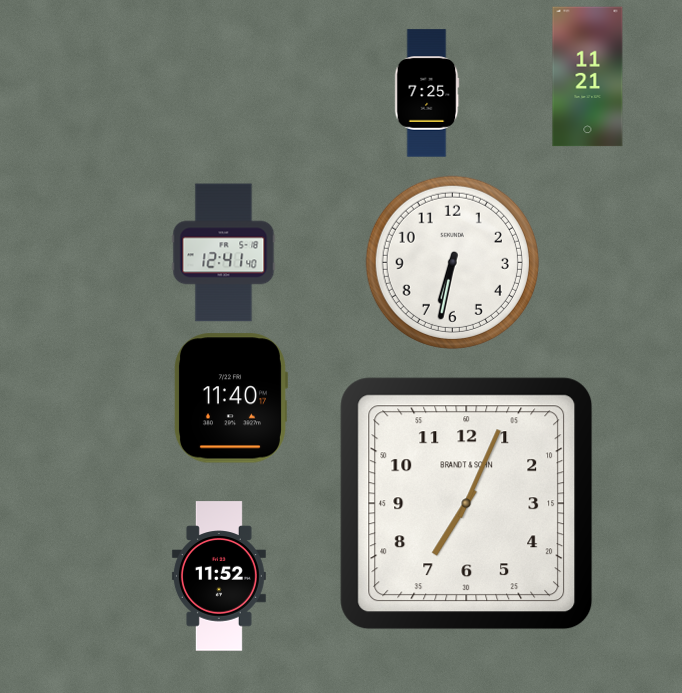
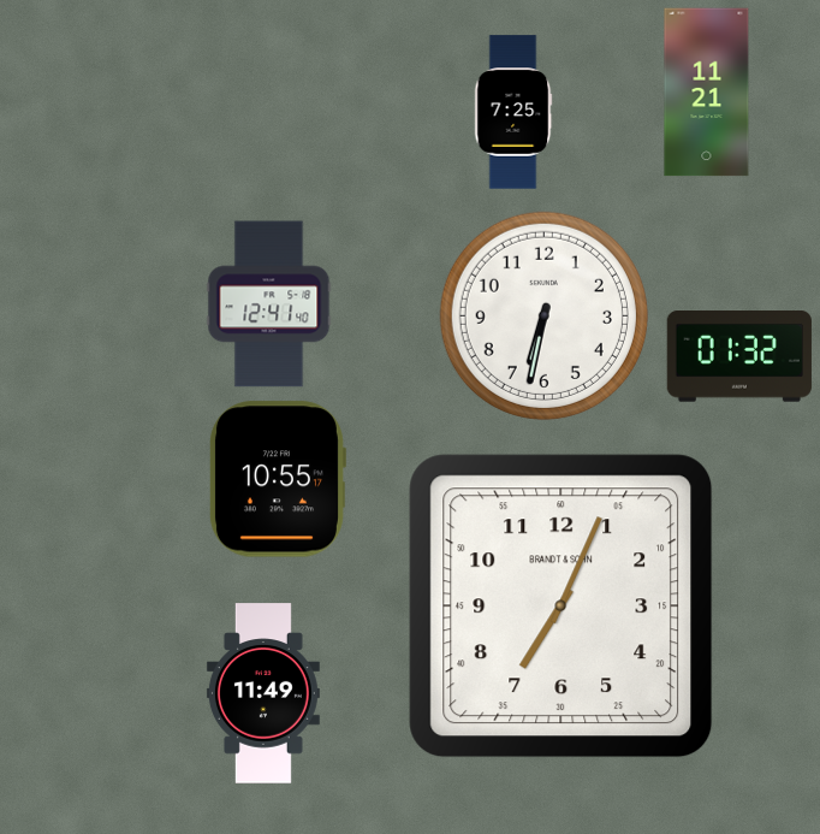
clock at (739, 357): none -> 01:32
clock at (230, 398): 11:40 -> 10:55
clock at (219, 576): 11:52 -> 11:49
